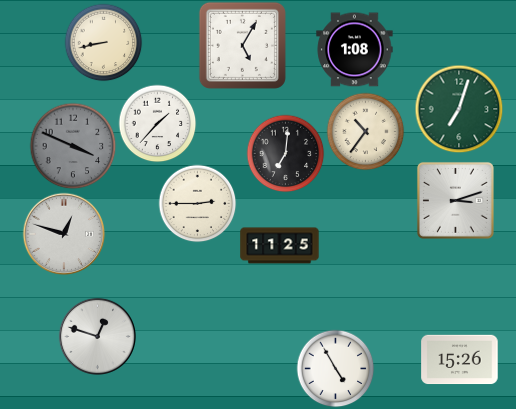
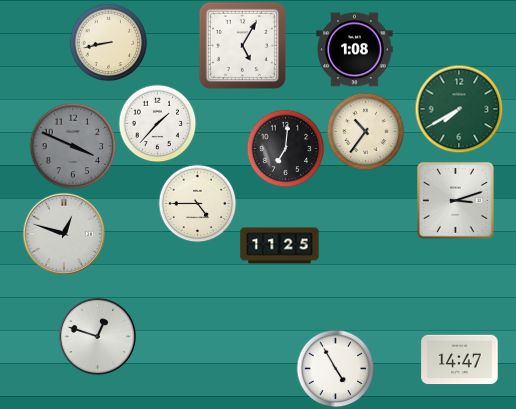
clock at (103, 42) position: (103, 42) -> (108, 42)
clock at (459, 109): 7:03 -> 7:40
clock at (285, 153) position: (285, 153) -> (285, 148)
clock at (197, 203): 2:45 -> 4:45
clock at (460, 360): 15:26 -> 14:47
